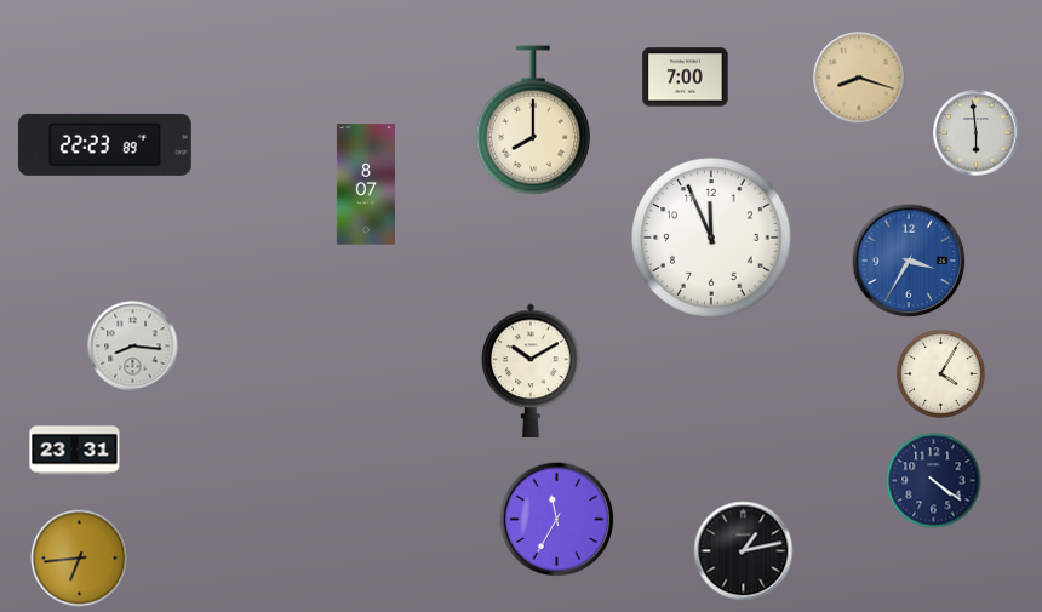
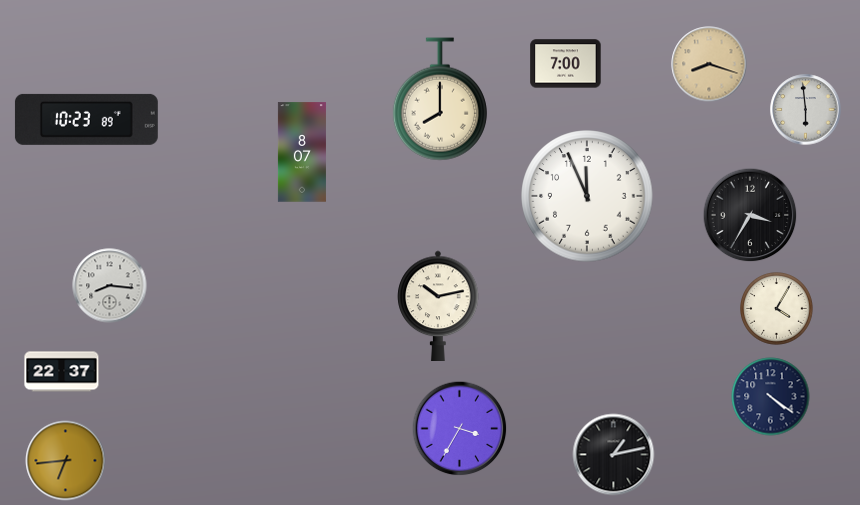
clock at (104, 144): 22:23 -> 10:23
clock at (909, 261) dial: blue -> black
clock at (531, 370): 10:10 -> 10:13
clock at (75, 451): 23:31 -> 22:37
clock at (557, 520): 11:35 -> 3:35
